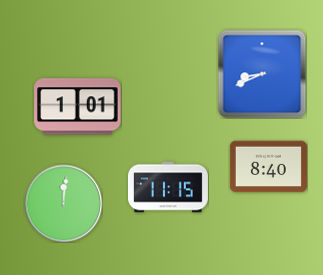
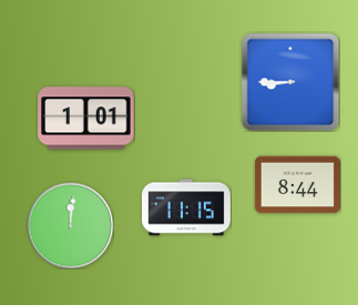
clock at (262, 74): 8:41 -> 8:45
clock at (268, 167): 8:40 -> 8:44
